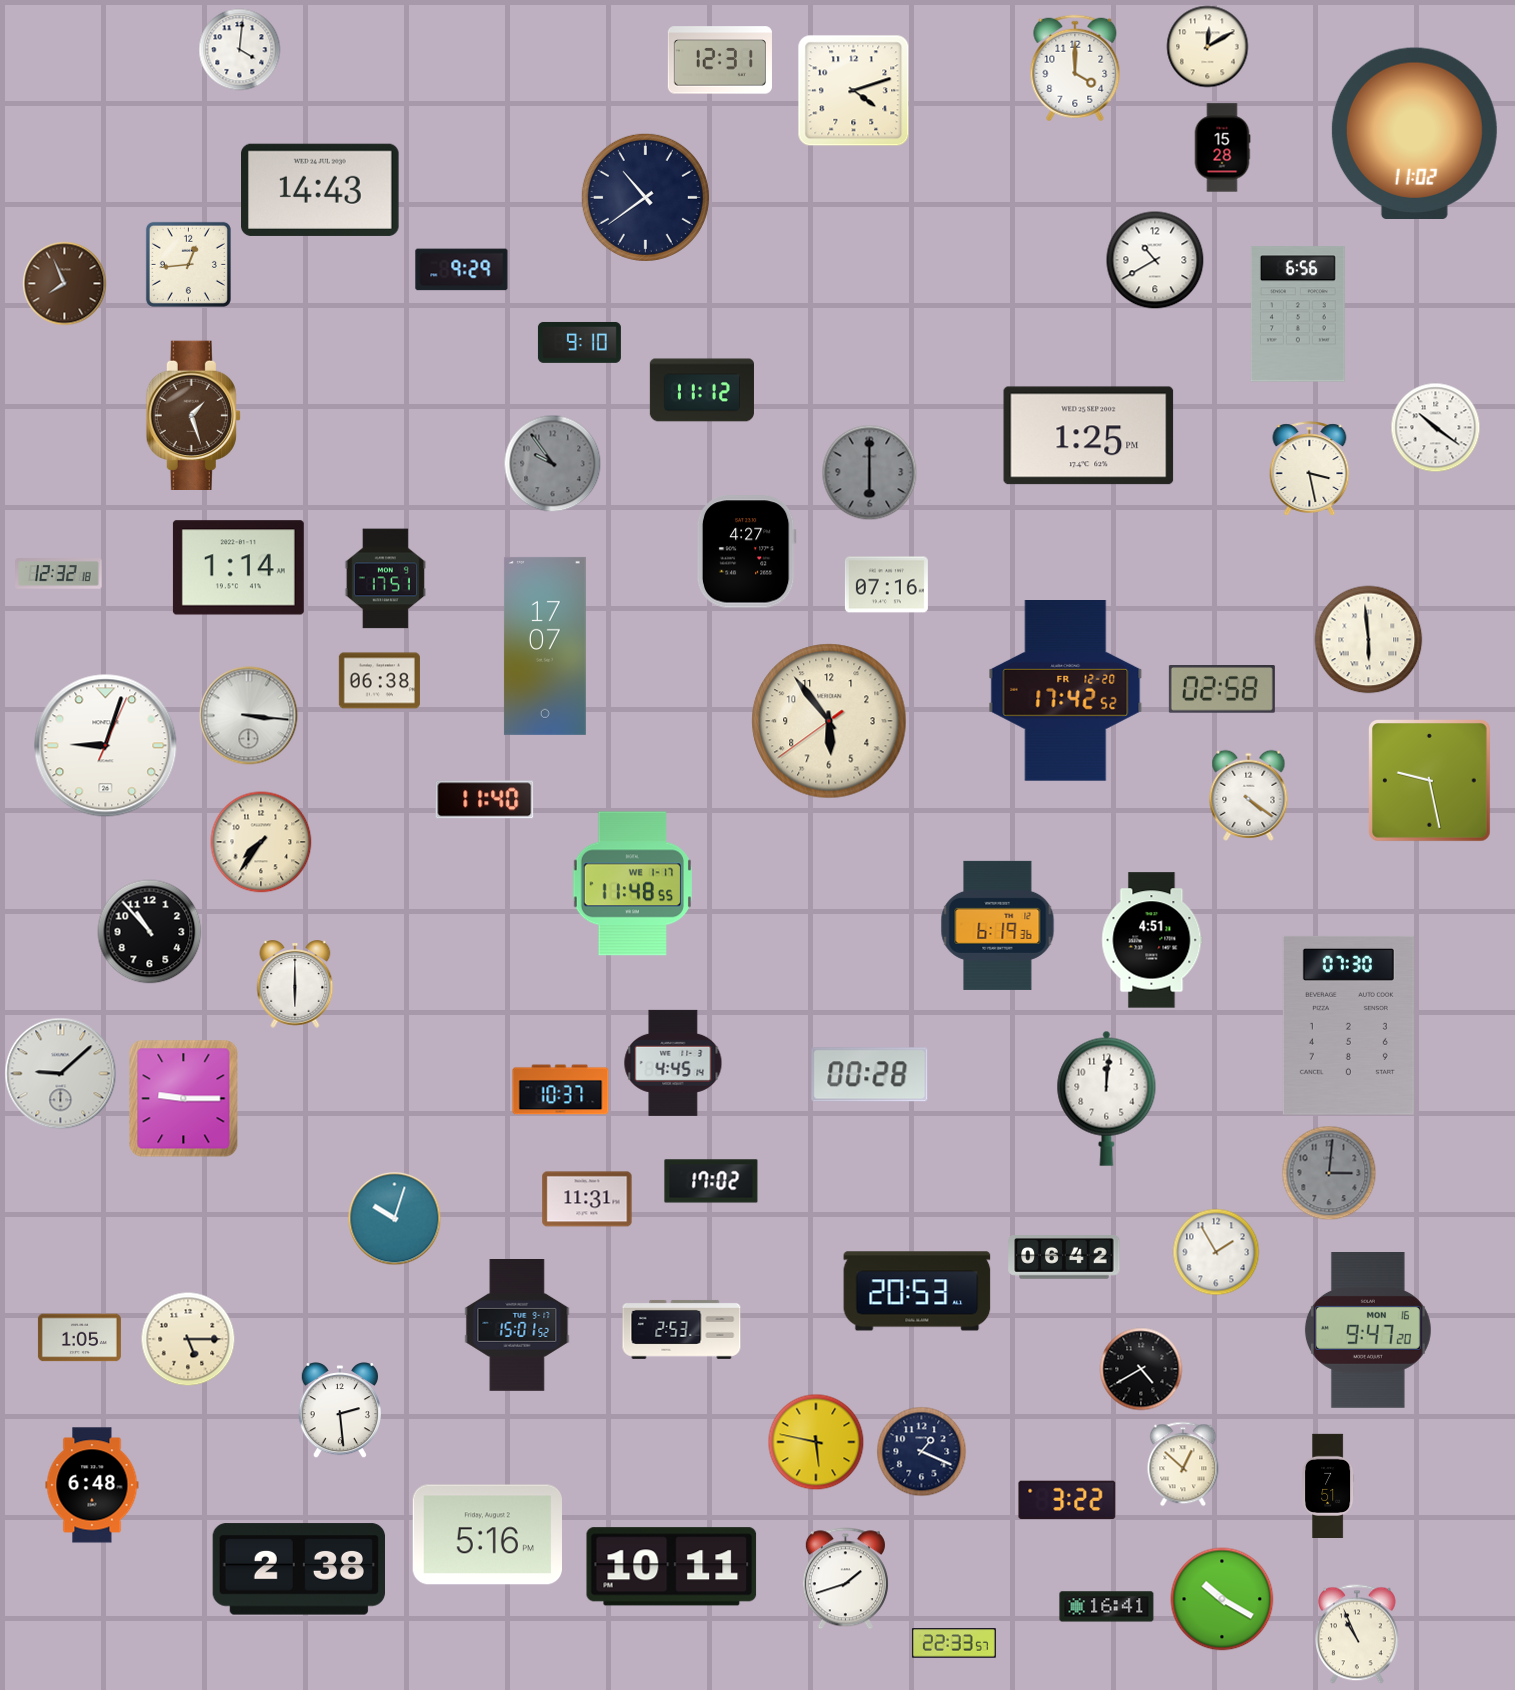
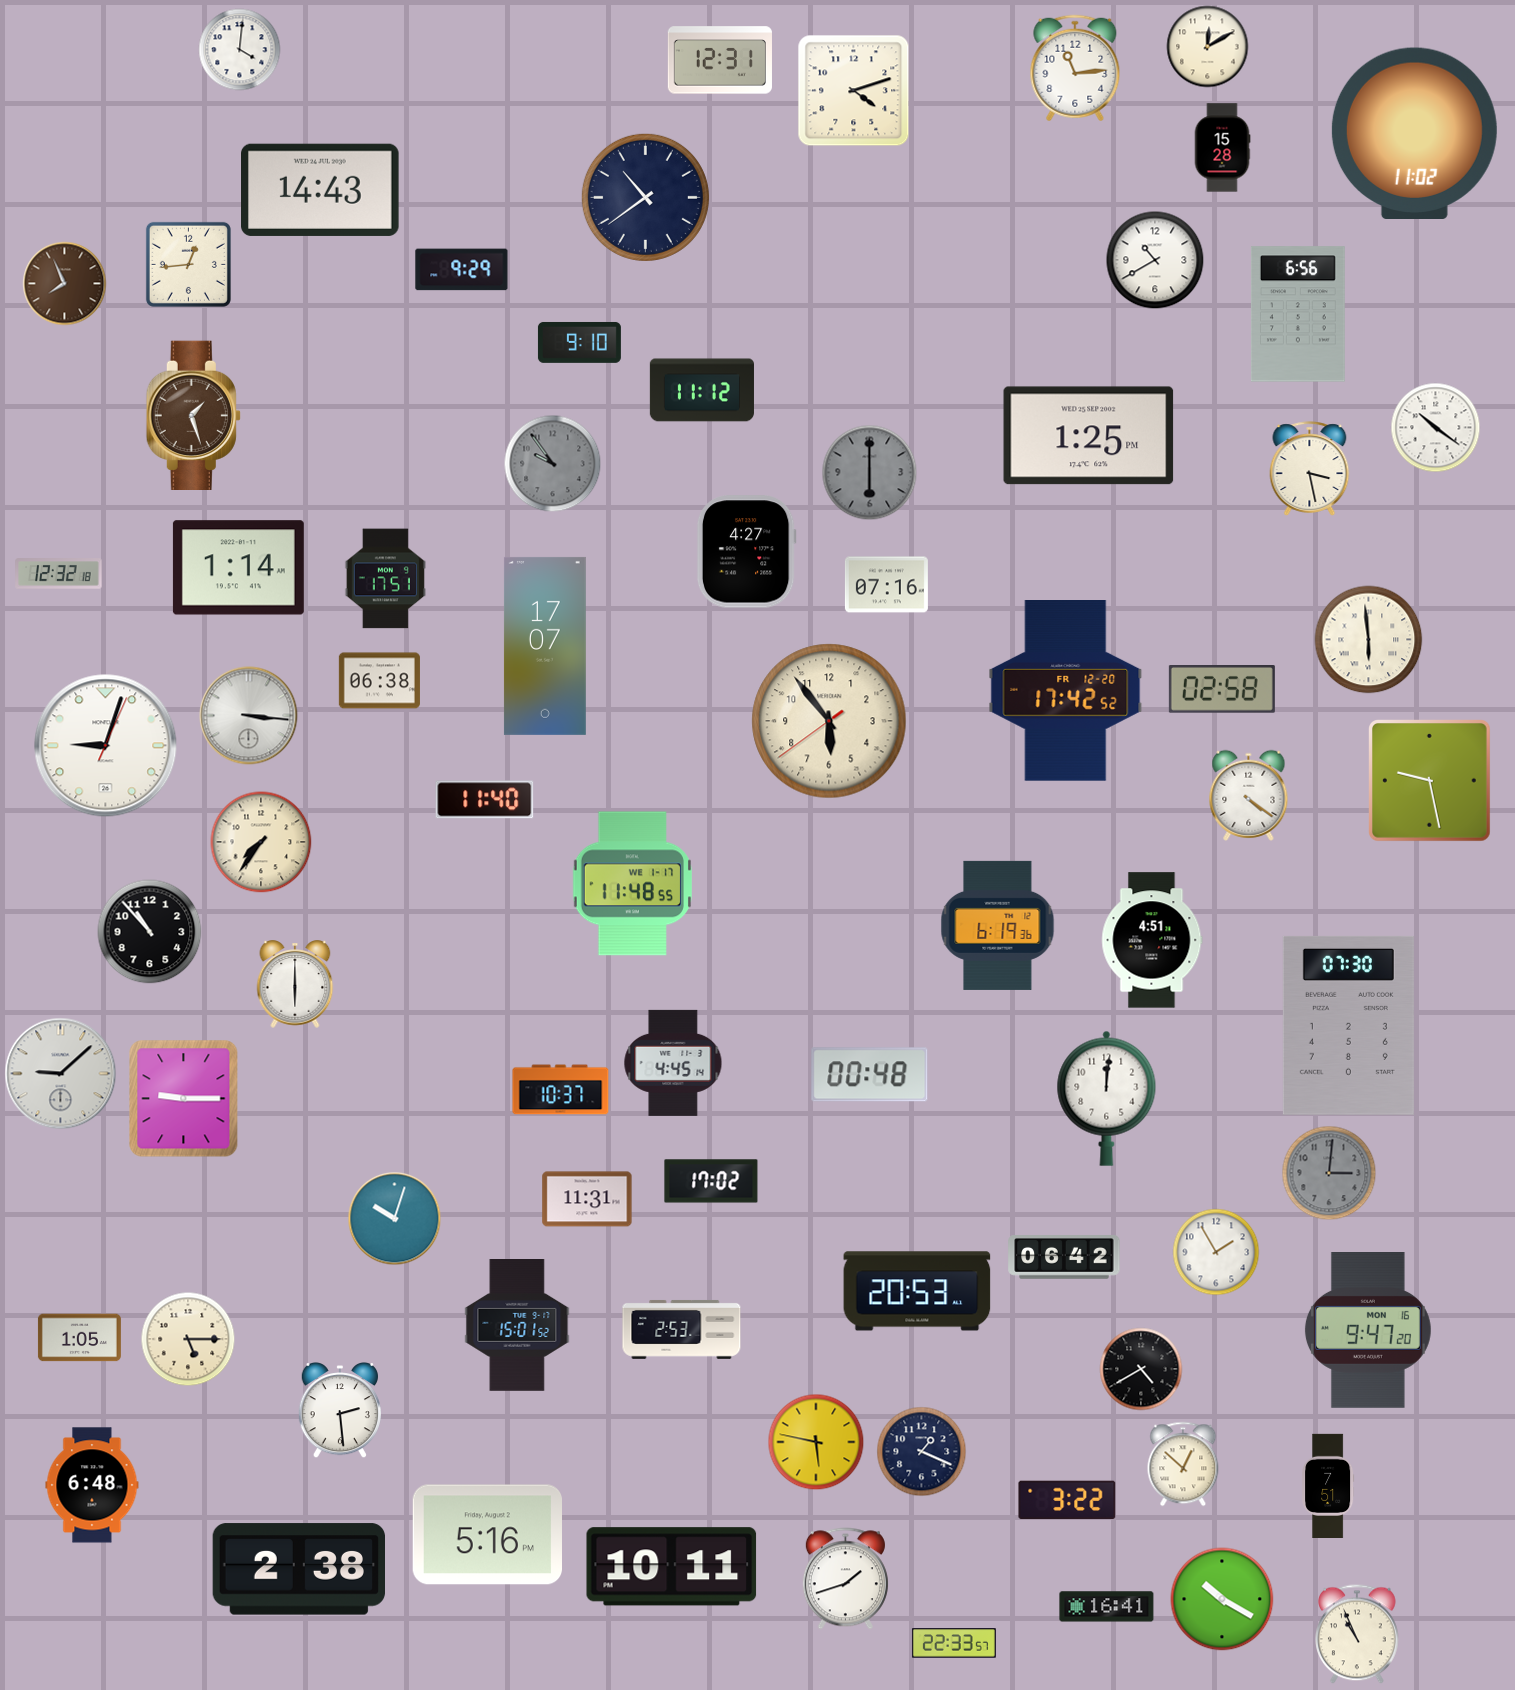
clock at (1075, 68): 4:00 -> 11:14
clock at (870, 1075): 00:28 -> 00:48
